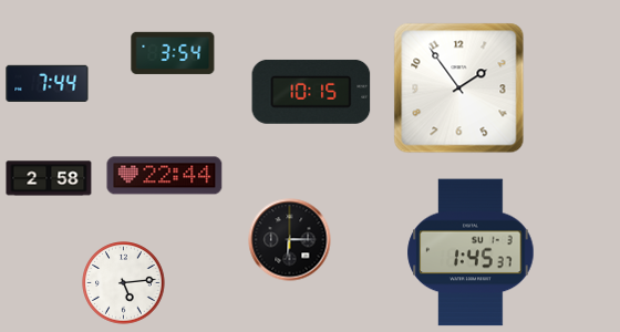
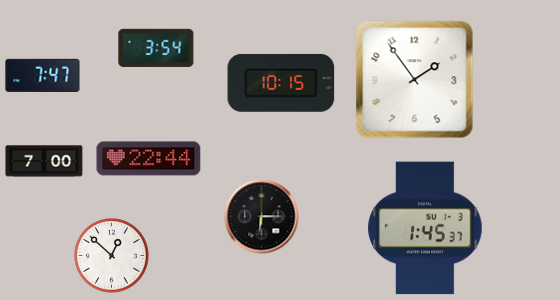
clock at (48, 83): 7:44 -> 7:47
clock at (49, 178): 2:58 -> 7:00
clock at (124, 283): 5:14 -> 12:52
